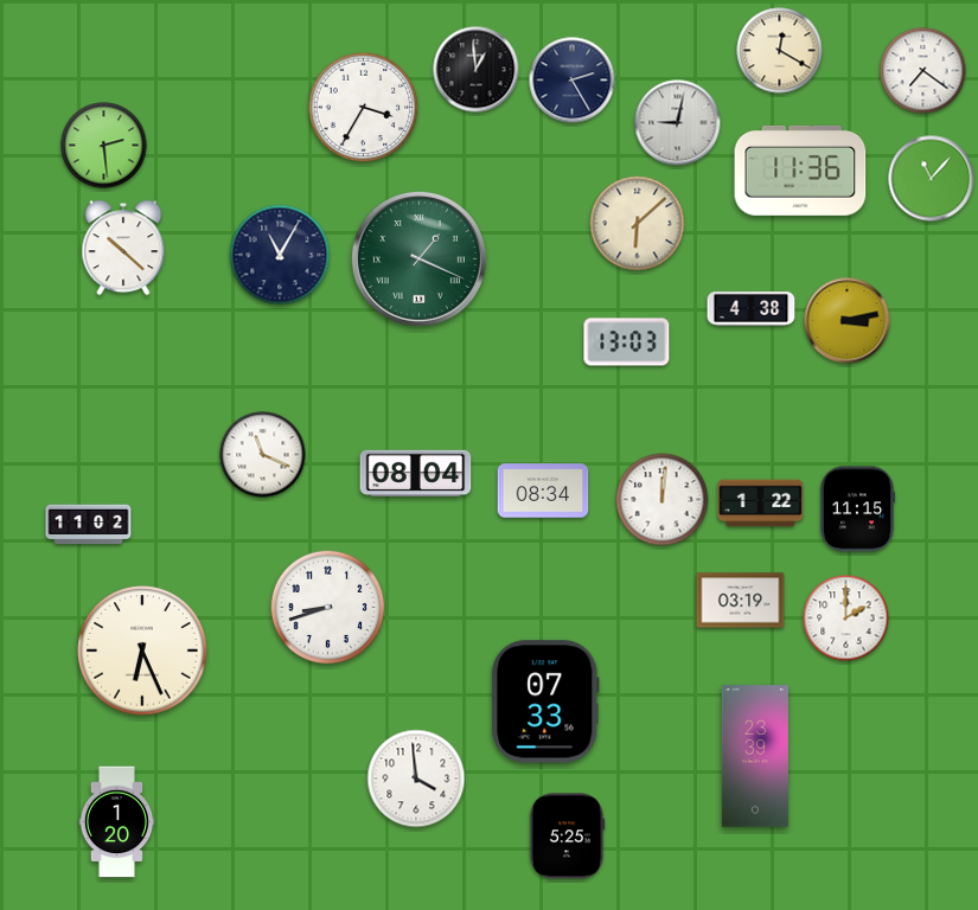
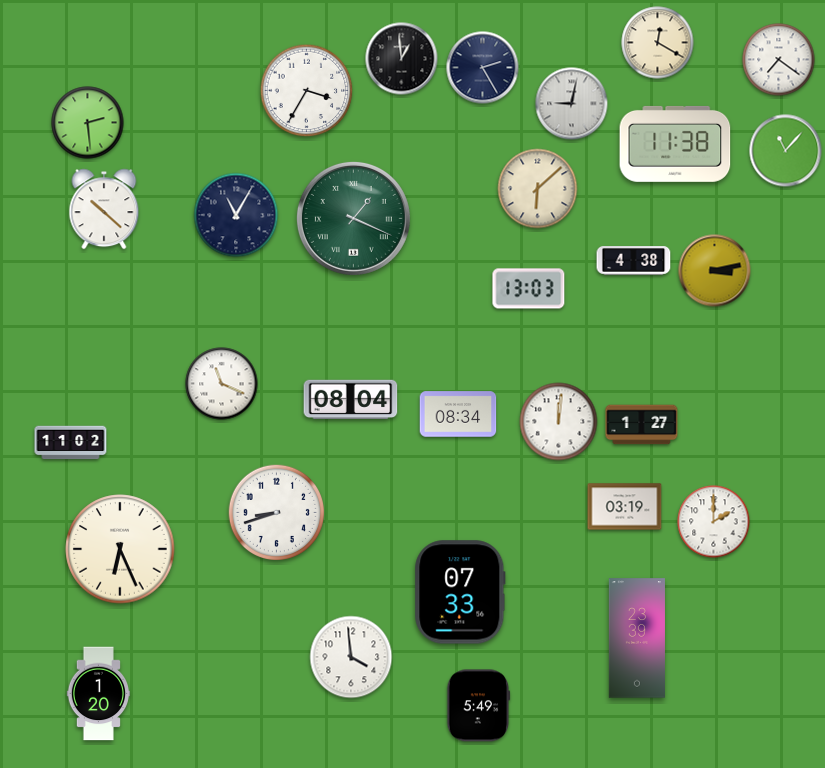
clock at (800, 171): 11:36 -> 11:38
clock at (761, 504): 1:22 -> 1:27
clock at (857, 510): 11:15 -> none
clock at (89, 525) position: (89, 525) -> (71, 443)
clock at (567, 837): 5:25 -> 5:49
